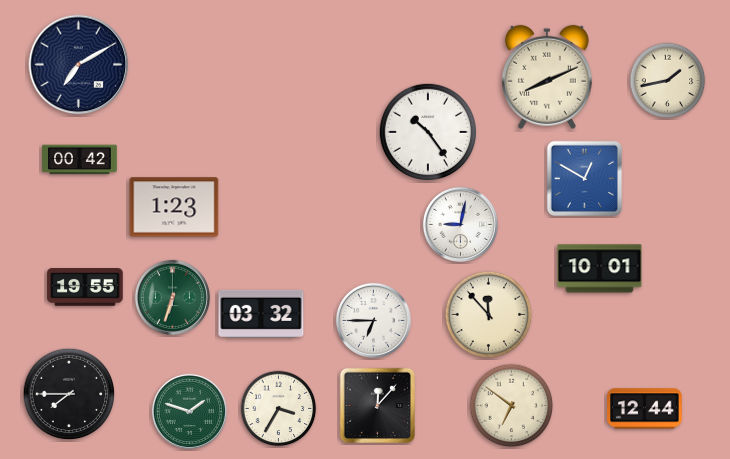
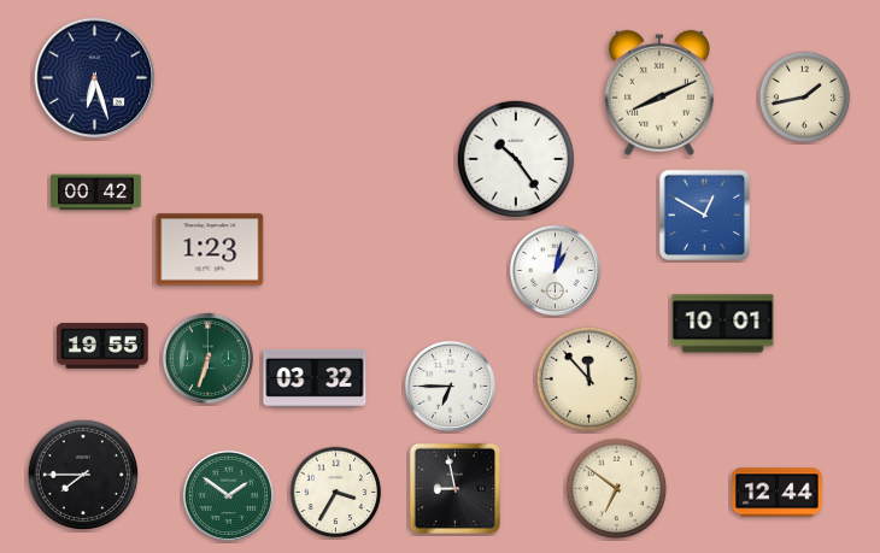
clock at (79, 65): 7:10 -> 6:27
clock at (460, 224): 9:02 -> 1:02
clock at (377, 405): 12:07 -> 8:58
clock at (189, 411): 1:48 -> 1:51
